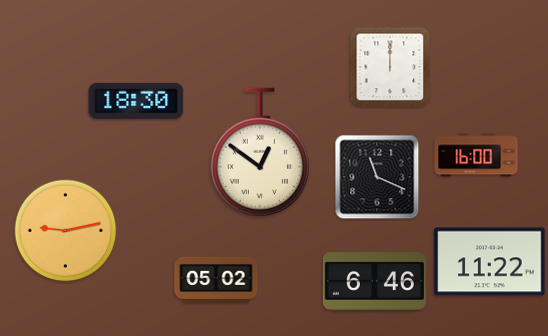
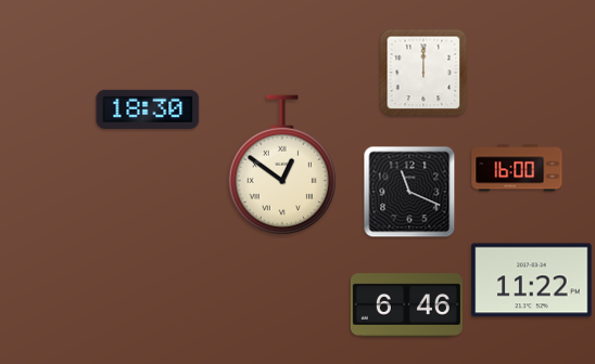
clock at (66, 231): 9:13 -> none
clock at (490, 262) position: (490, 262) -> (532, 281)
clock at (216, 280): 05:02 -> none
